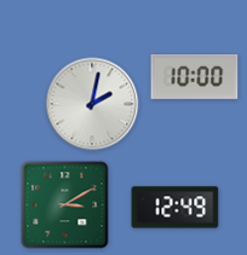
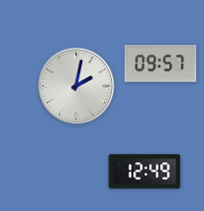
clock at (195, 76): 10:00 -> 09:57
clock at (65, 205): 3:10 -> none
